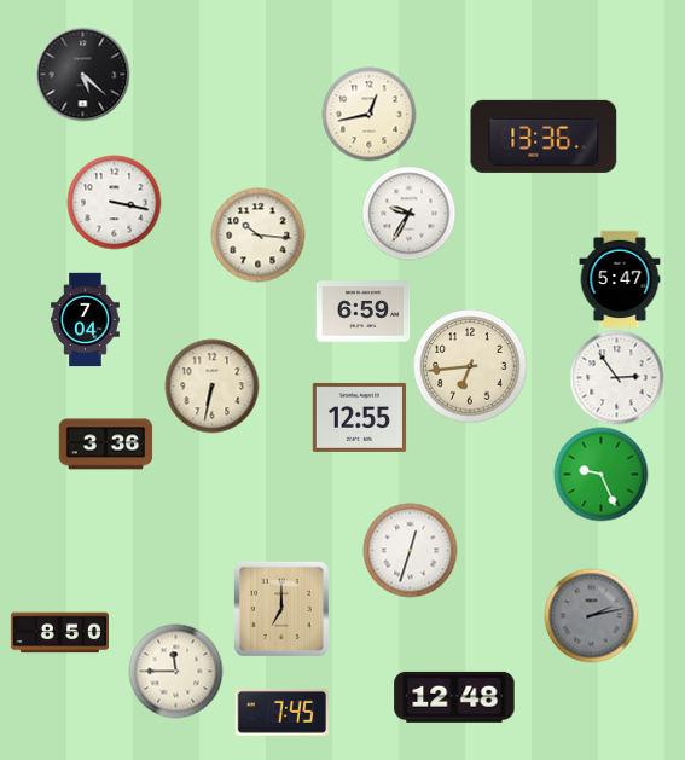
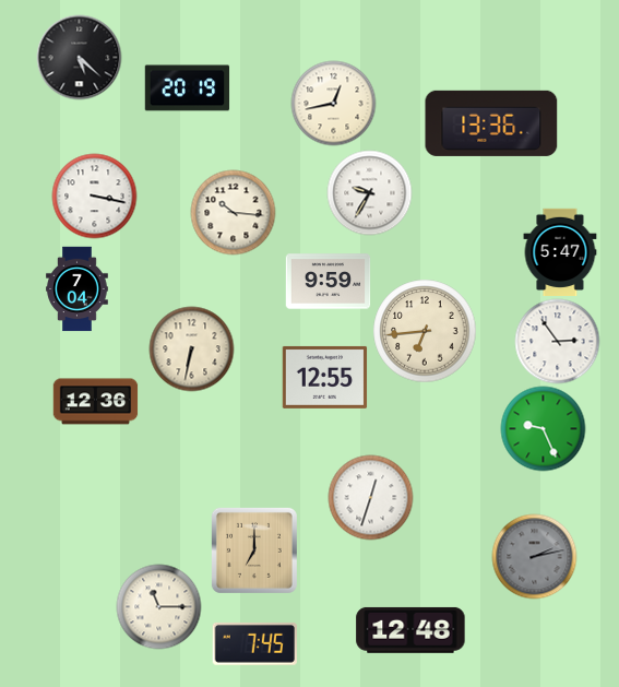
clock at (82, 74) position: (82, 74) -> (79, 57)
clock at (187, 88): none -> 20:19
clock at (114, 202) position: (114, 202) -> (94, 196)
clock at (362, 312): 6:59 -> 9:59
clock at (105, 445): 3:36 -> 12:36
clock at (59, 633): 8:50 -> none
clock at (175, 671): 11:45 -> 11:15
